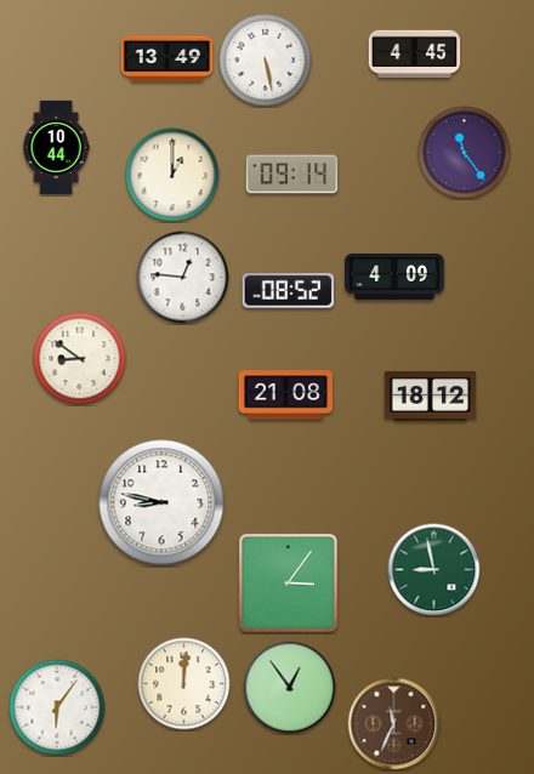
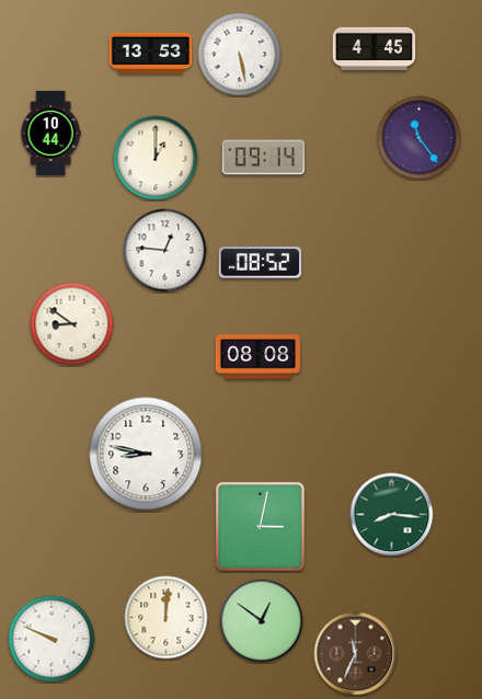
clock at (167, 59): 13:49 -> 13:53
clock at (396, 277): 4:09 -> none
clock at (285, 395): 21:08 -> 08:08
clock at (431, 397): 18:12 -> none
clock at (434, 570): 8:58 -> 8:16
clock at (288, 582): 3:06 -> 3:02
clock at (290, 688): 12:54 -> 12:51
clock at (57, 707): 6:06 -> 9:49
